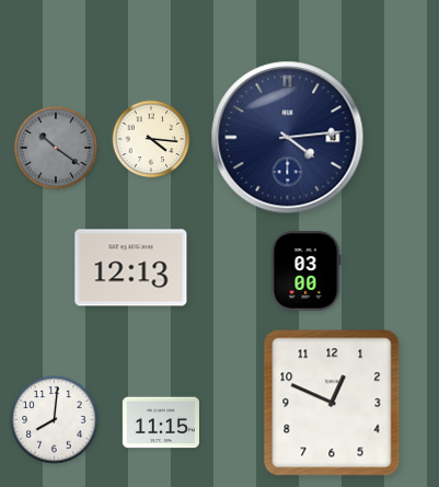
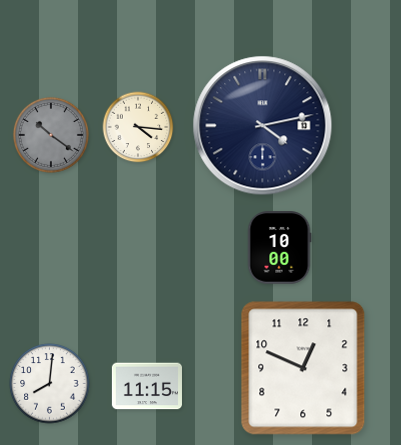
clock at (288, 138): 4:14 -> 4:13
clock at (131, 268): 12:13 -> none
clock at (305, 271): 03:00 -> 10:00
